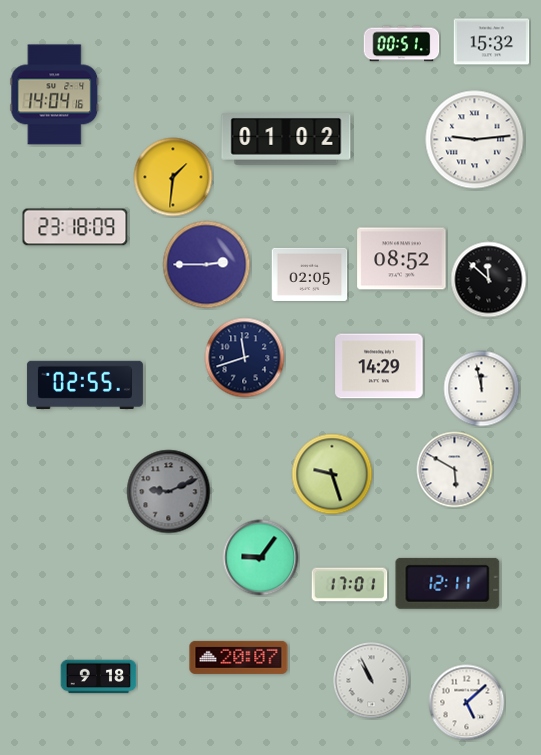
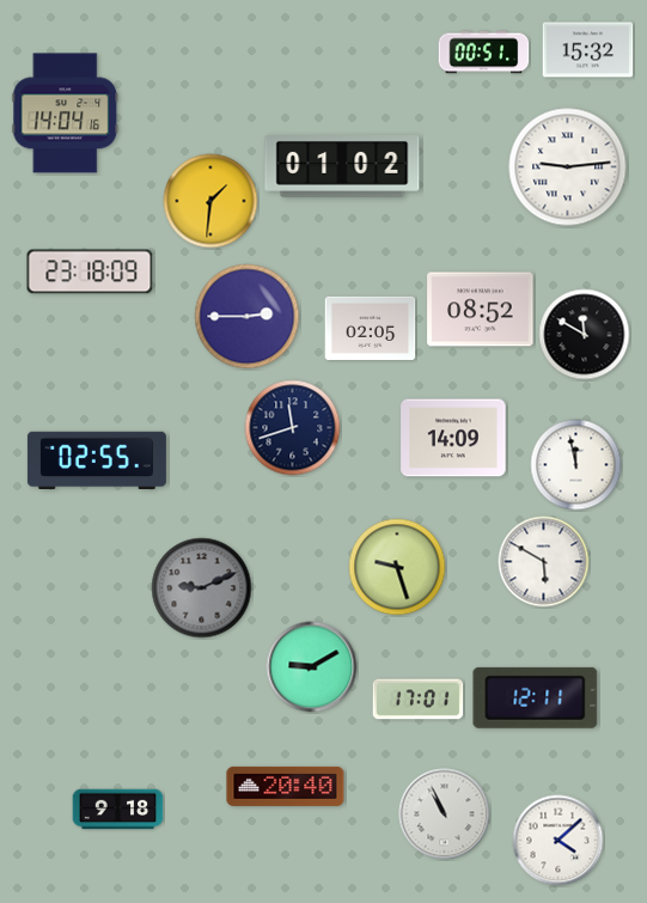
clock at (402, 44) position: (402, 44) -> (484, 53)
clock at (173, 177) position: (173, 177) -> (210, 201)
clock at (489, 280): 11:52 -> 11:50
clock at (379, 366): 14:29 -> 14:09
clock at (85, 384) position: (85, 384) -> (97, 459)
clock at (261, 558): 9:06 -> 9:10
clock at (239, 657): 20:07 -> 20:40
clock at (467, 703): 5:08 -> 4:08
